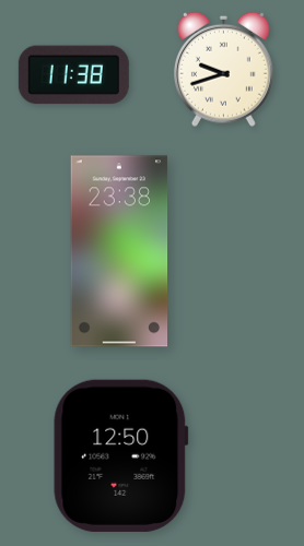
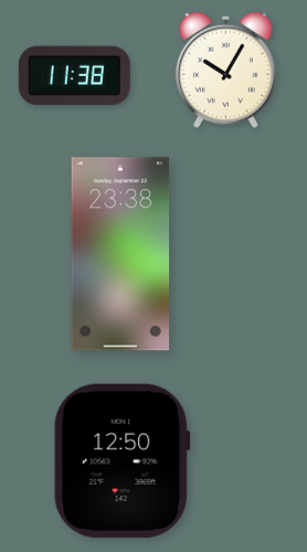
clock at (223, 69): 9:42 -> 10:05
